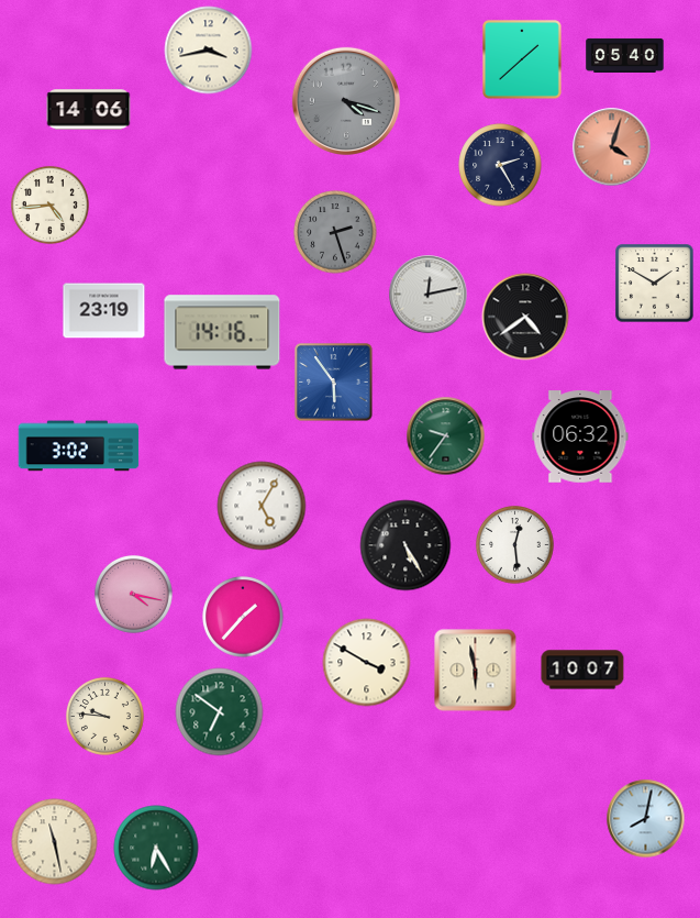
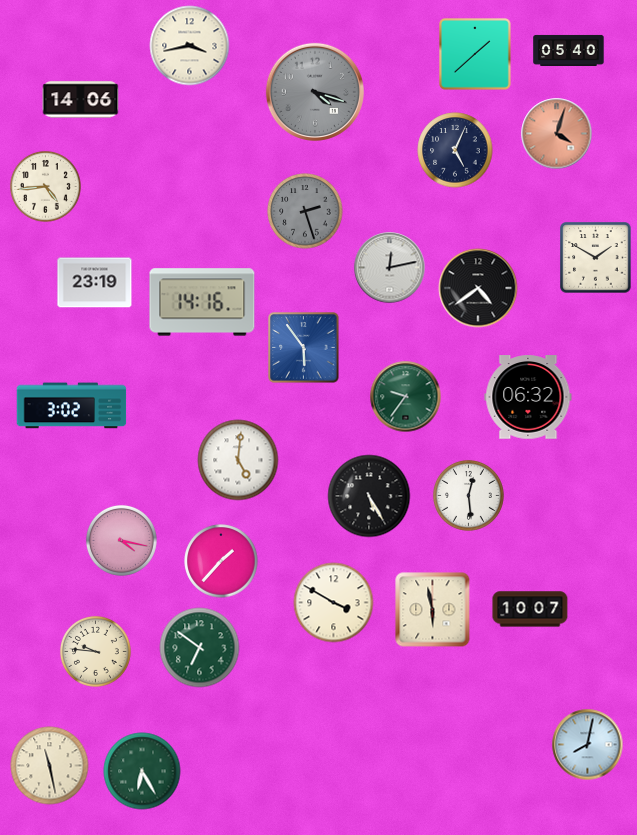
clock at (500, 165): 2:25 -> 5:04
clock at (262, 506): 5:05 -> 5:01
